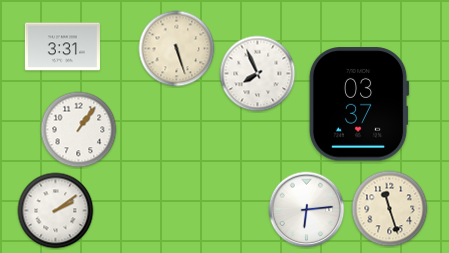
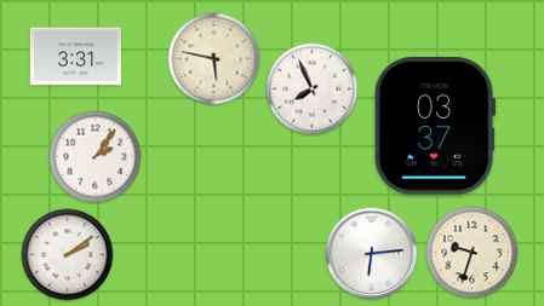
clock at (177, 49): 5:27 -> 5:47
clock at (79, 130): 1:06 -> 2:06
clock at (390, 209): 11:27 -> 9:33
